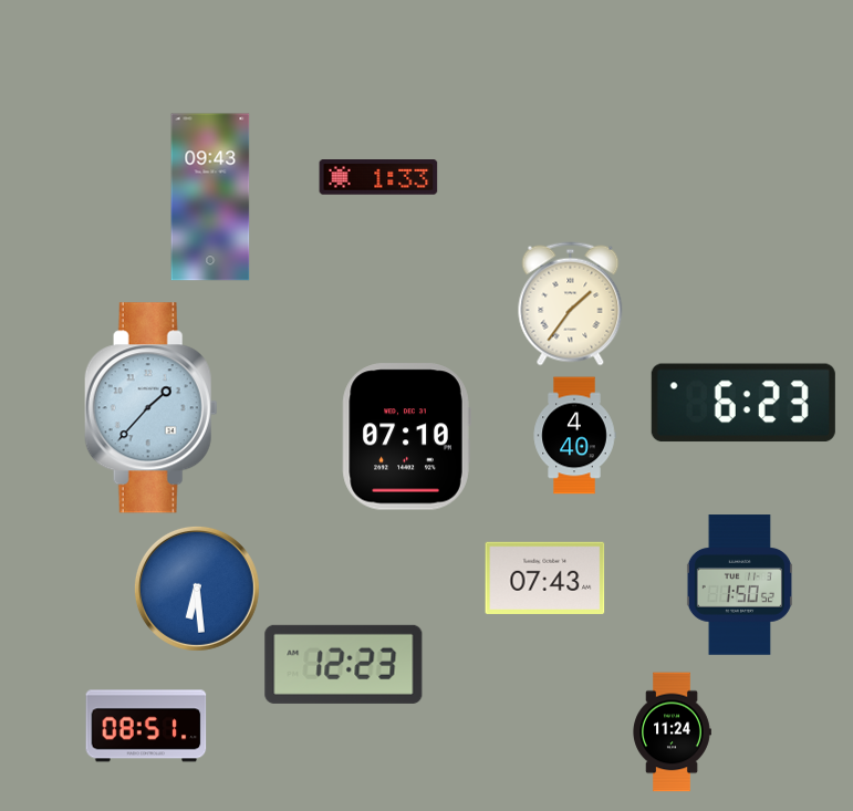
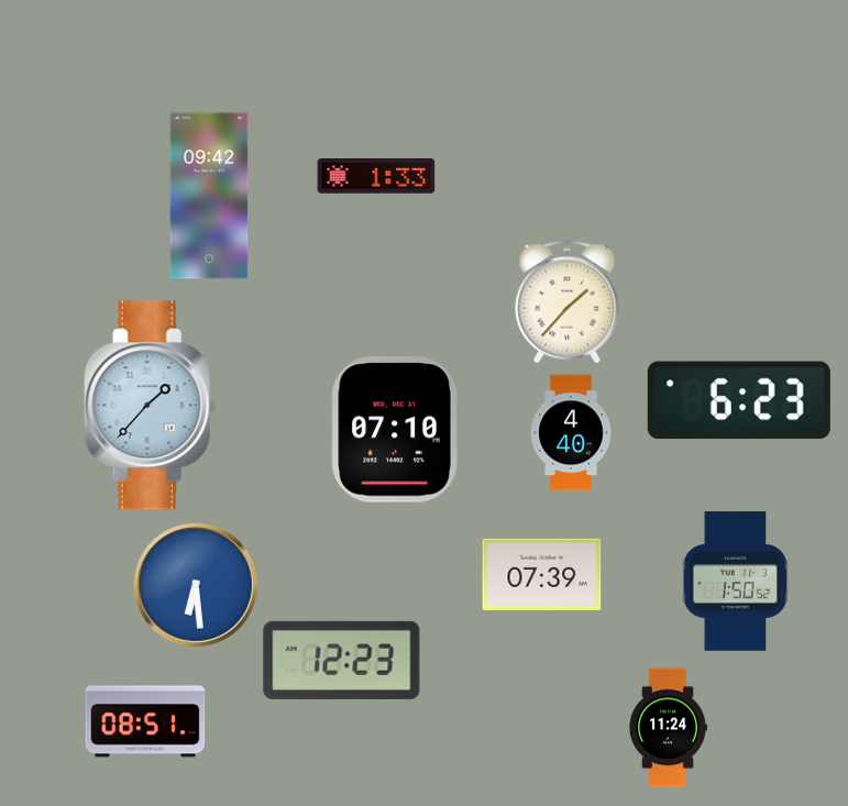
clock at (210, 197): 09:43 -> 09:42
clock at (571, 304): 1:36 -> 1:37
clock at (406, 437) position: (406, 437) -> (395, 430)
clock at (545, 578): 07:43 -> 07:39
